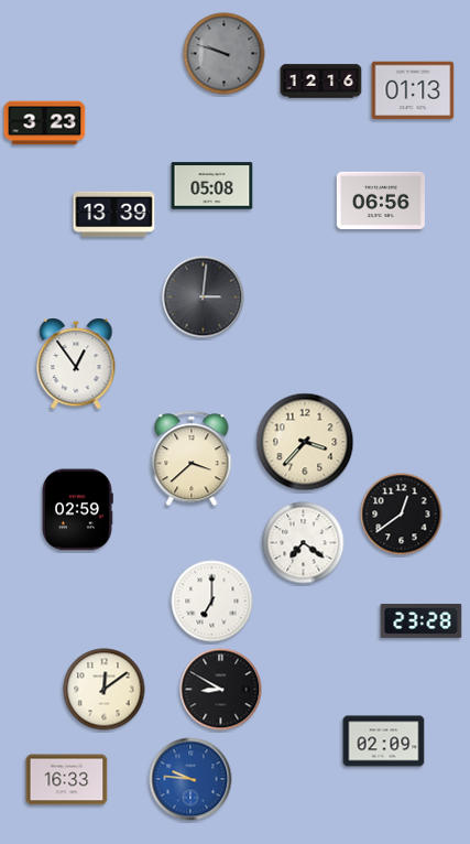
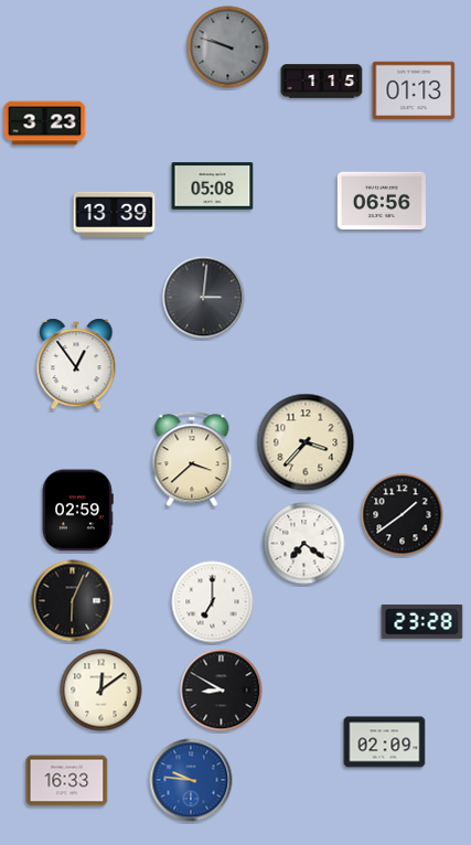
clock at (225, 54) position: (225, 54) -> (228, 47)
clock at (321, 82): 12:16 -> 1:15
clock at (402, 515): 12:39 -> 1:39
clock at (73, 601): none -> 6:04
clock at (105, 690) position: (105, 690) -> (101, 691)
